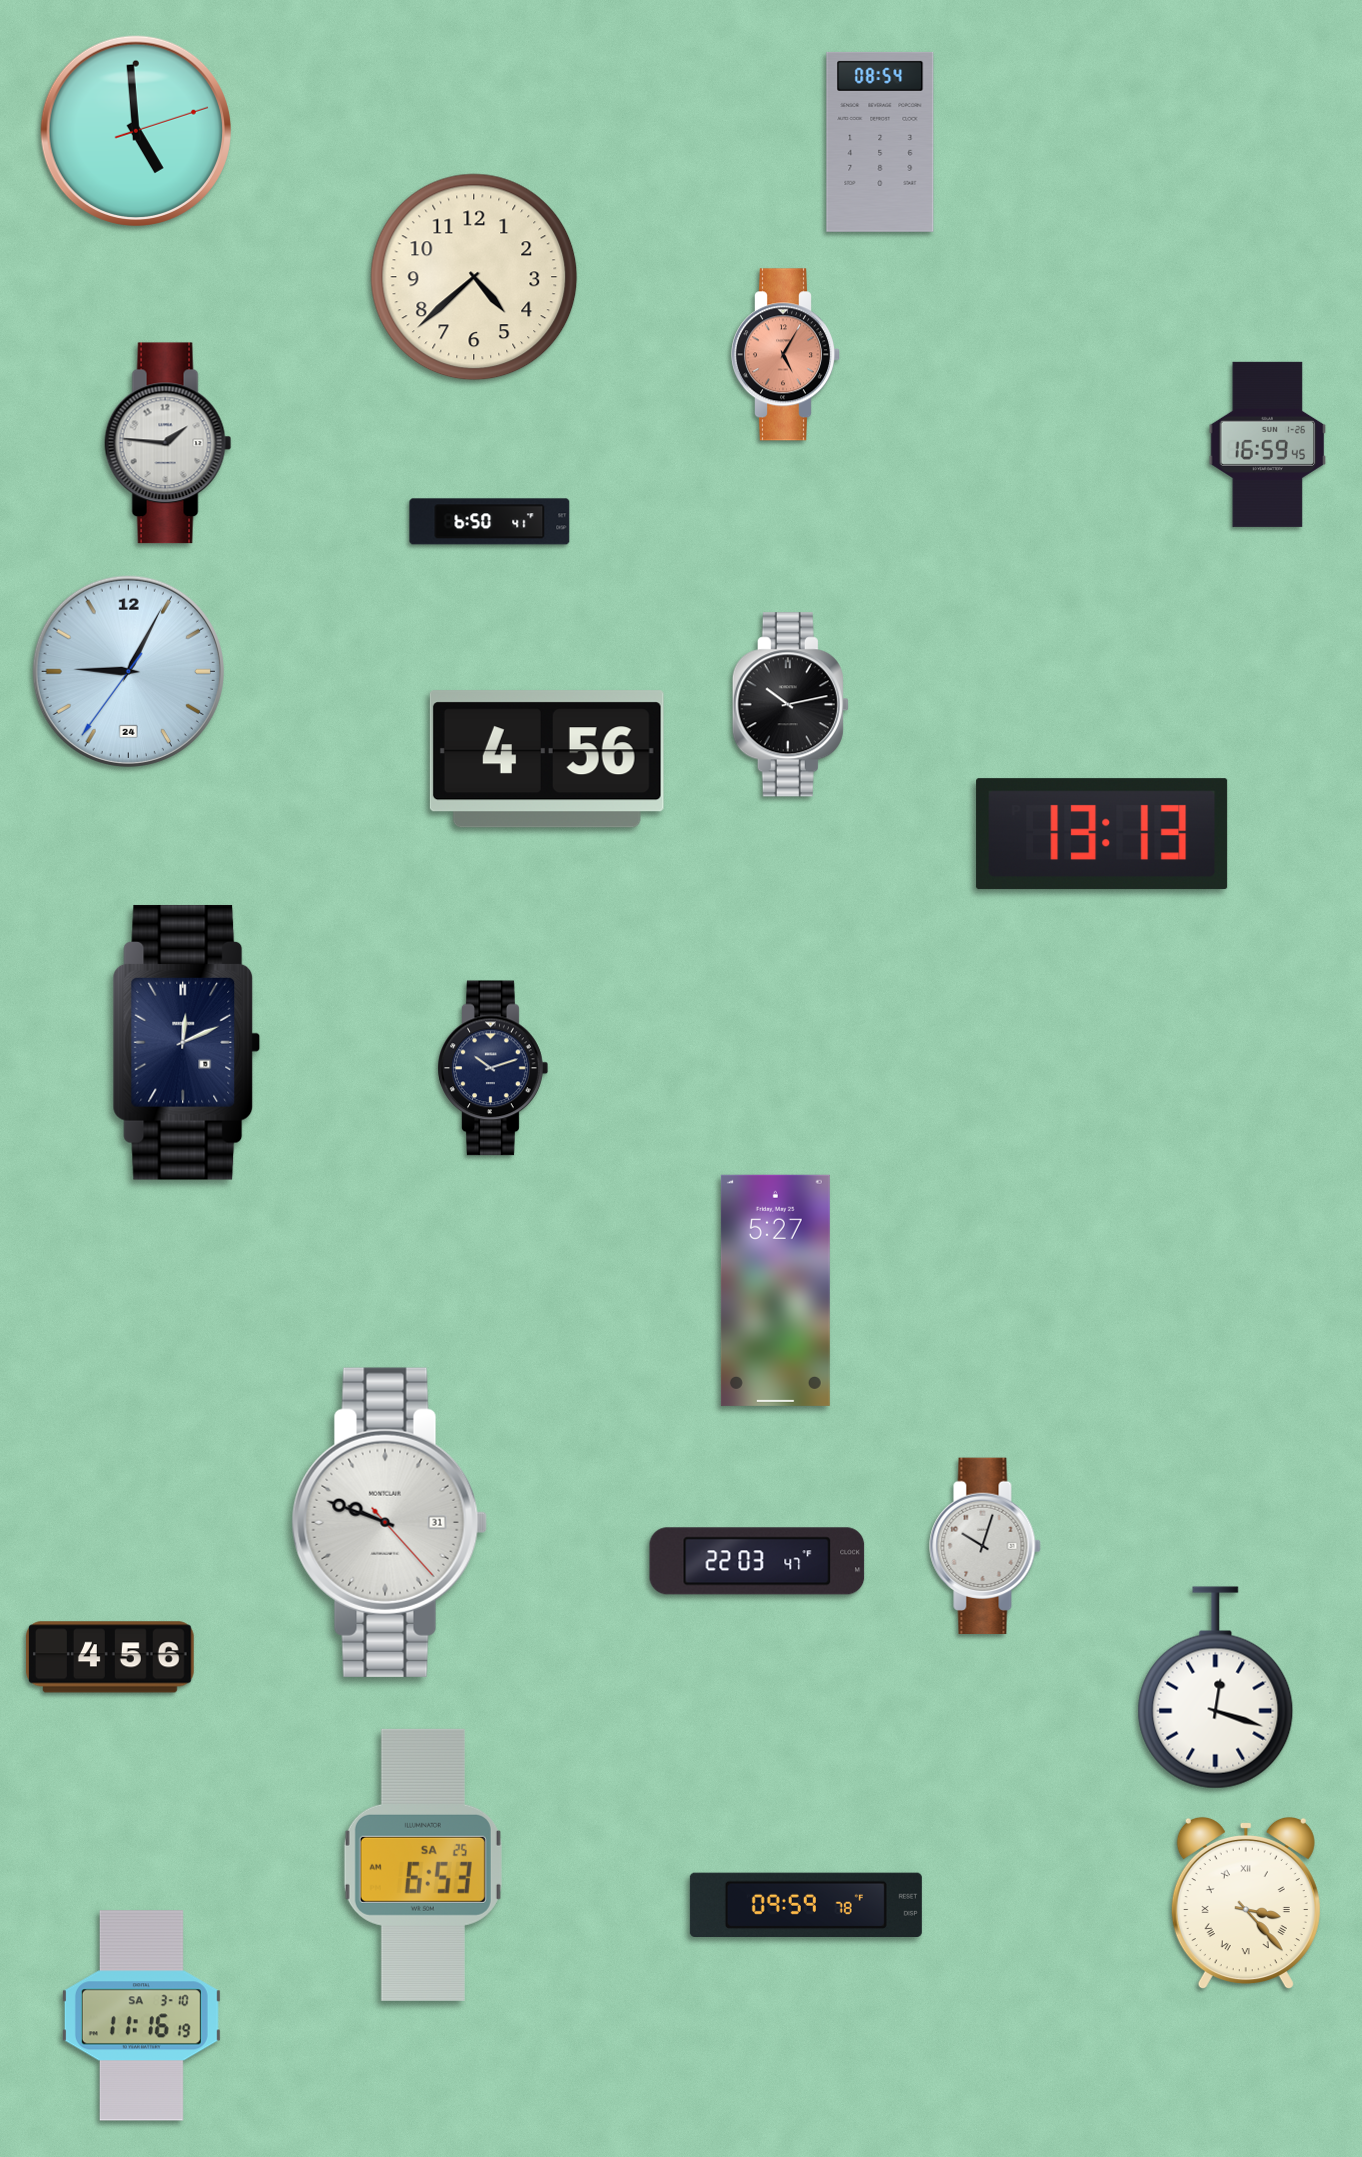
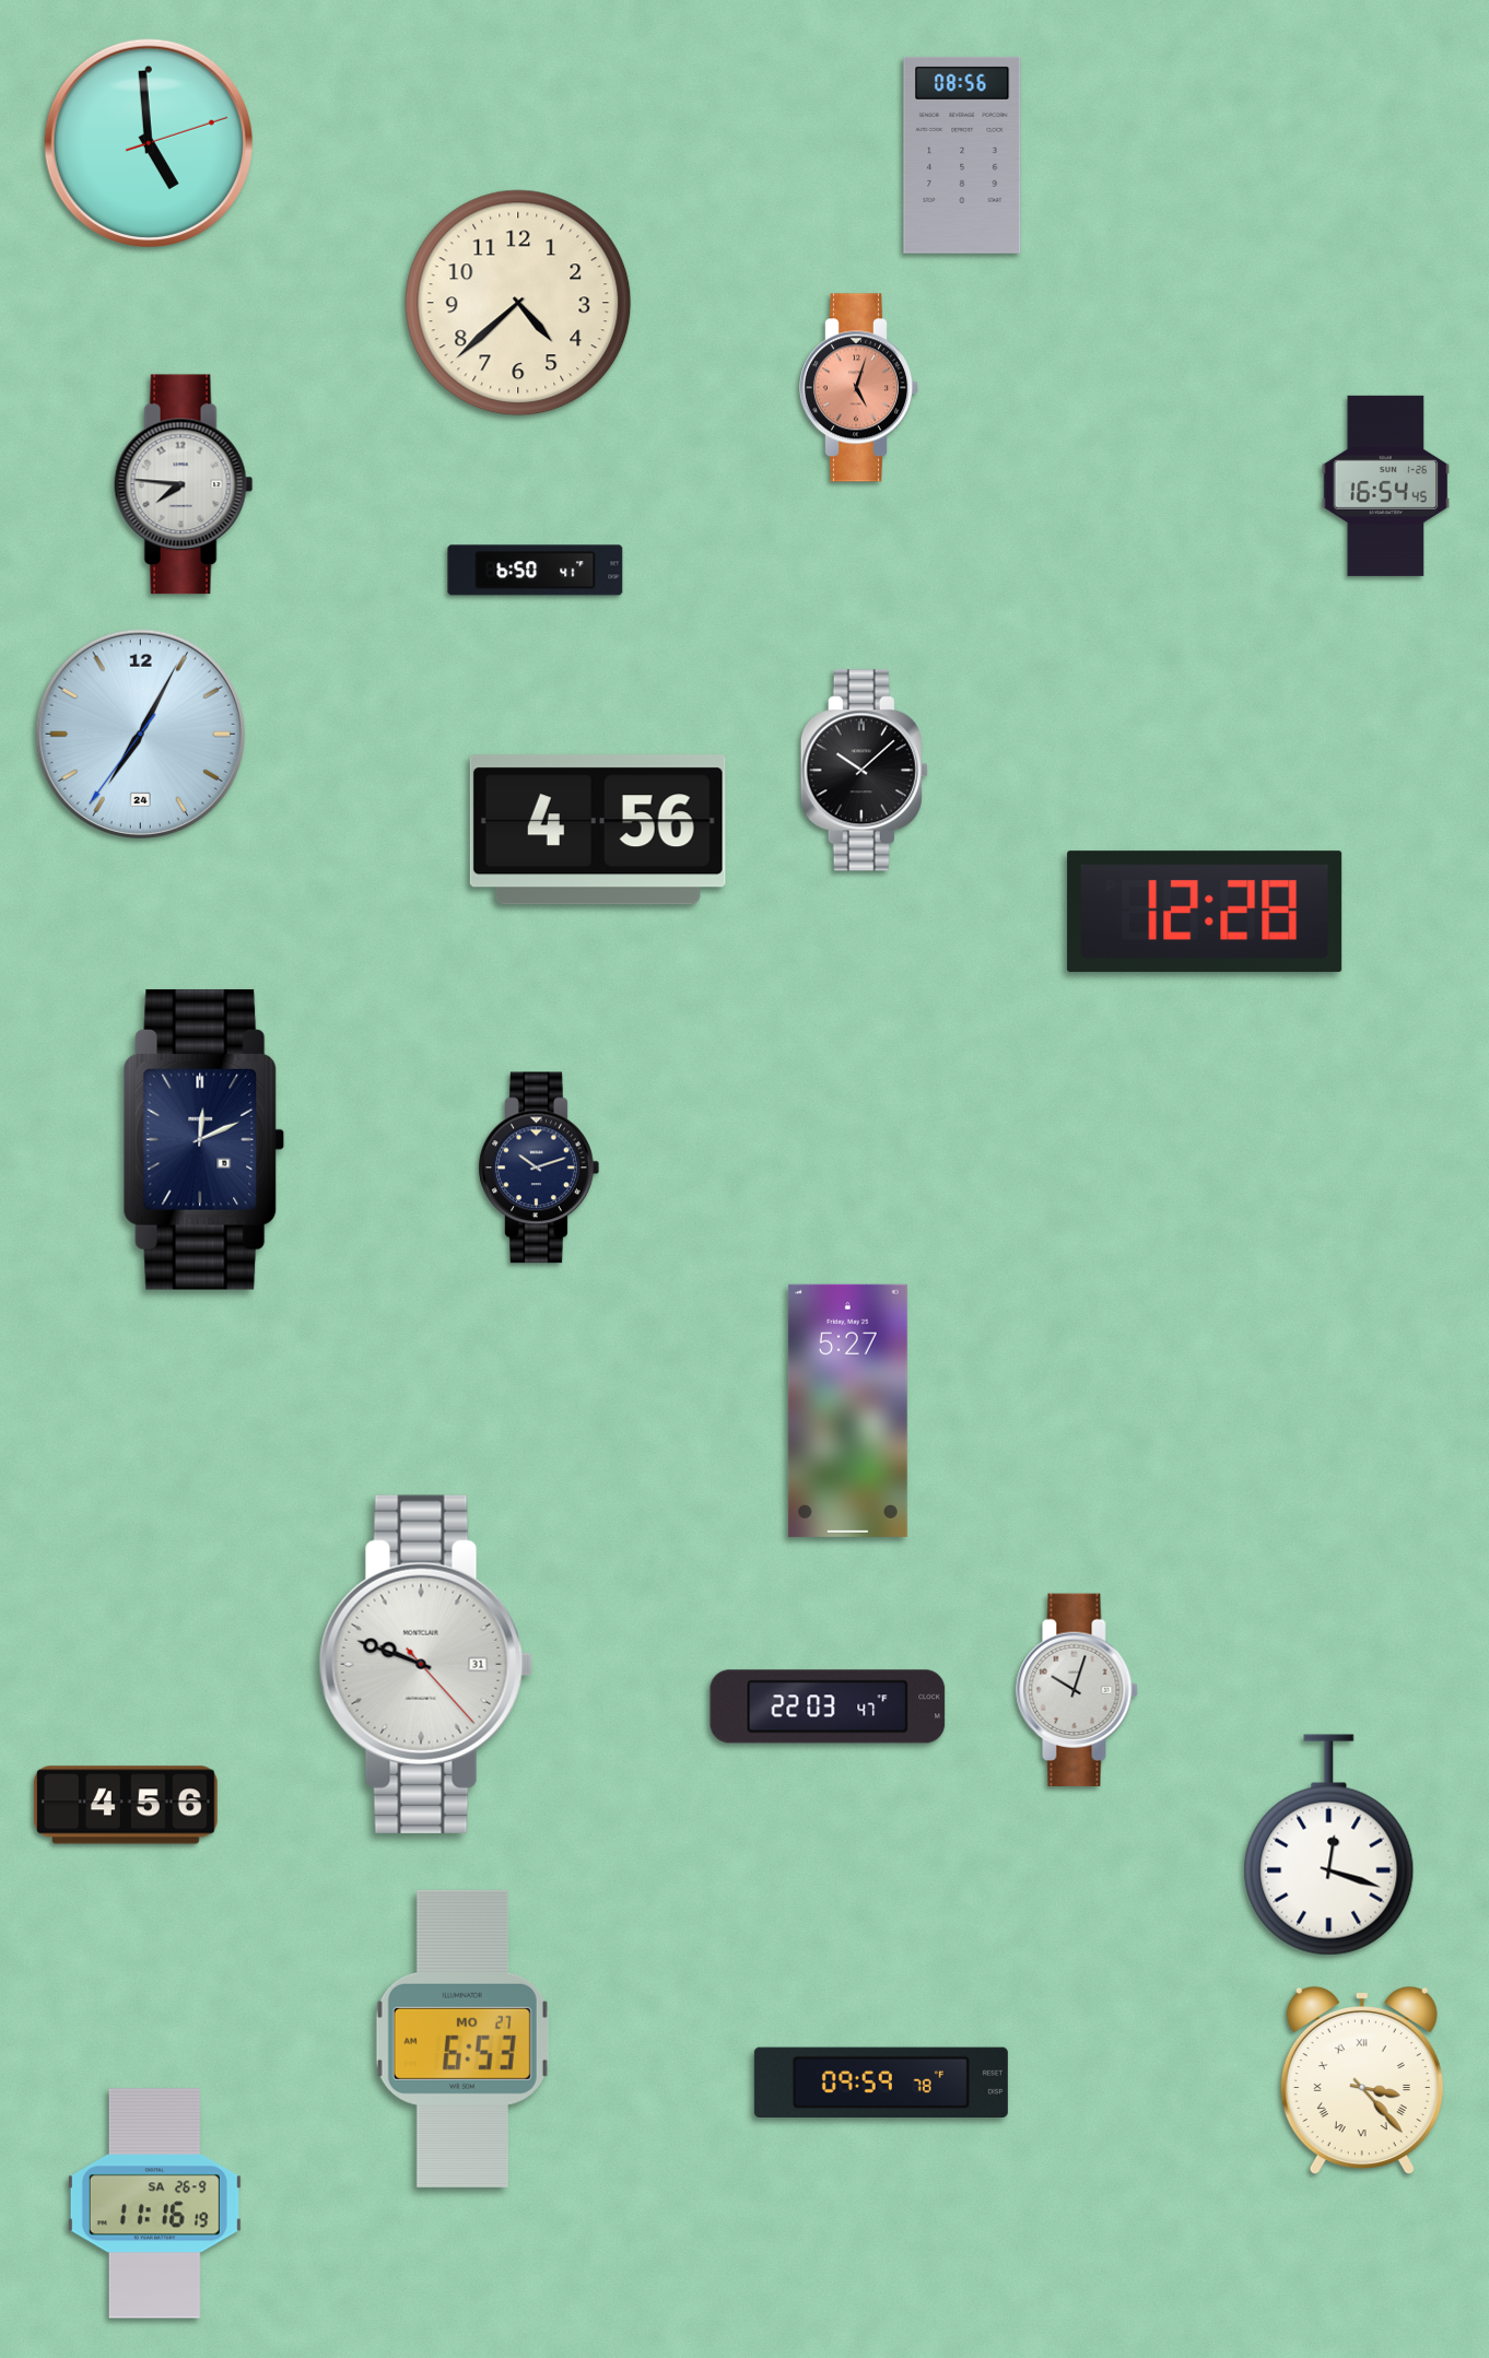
clock at (880, 142): 08:54 -> 08:56
clock at (785, 355): 5:05 -> 5:03
clock at (168, 443): 1:46 -> 7:46
clock at (1268, 444): 16:59 -> 16:54
clock at (128, 671): 9:04 -> 7:04
clock at (790, 705): 10:13 -> 10:08
clock at (1102, 834): 13:13 -> 12:28
clock at (111, 1657) position: (111, 1657) -> (127, 1805)
clock at (423, 1865) date: SA 25 -> MO 27
clock at (141, 2016) date: SA 3-10 -> SA 26-9
